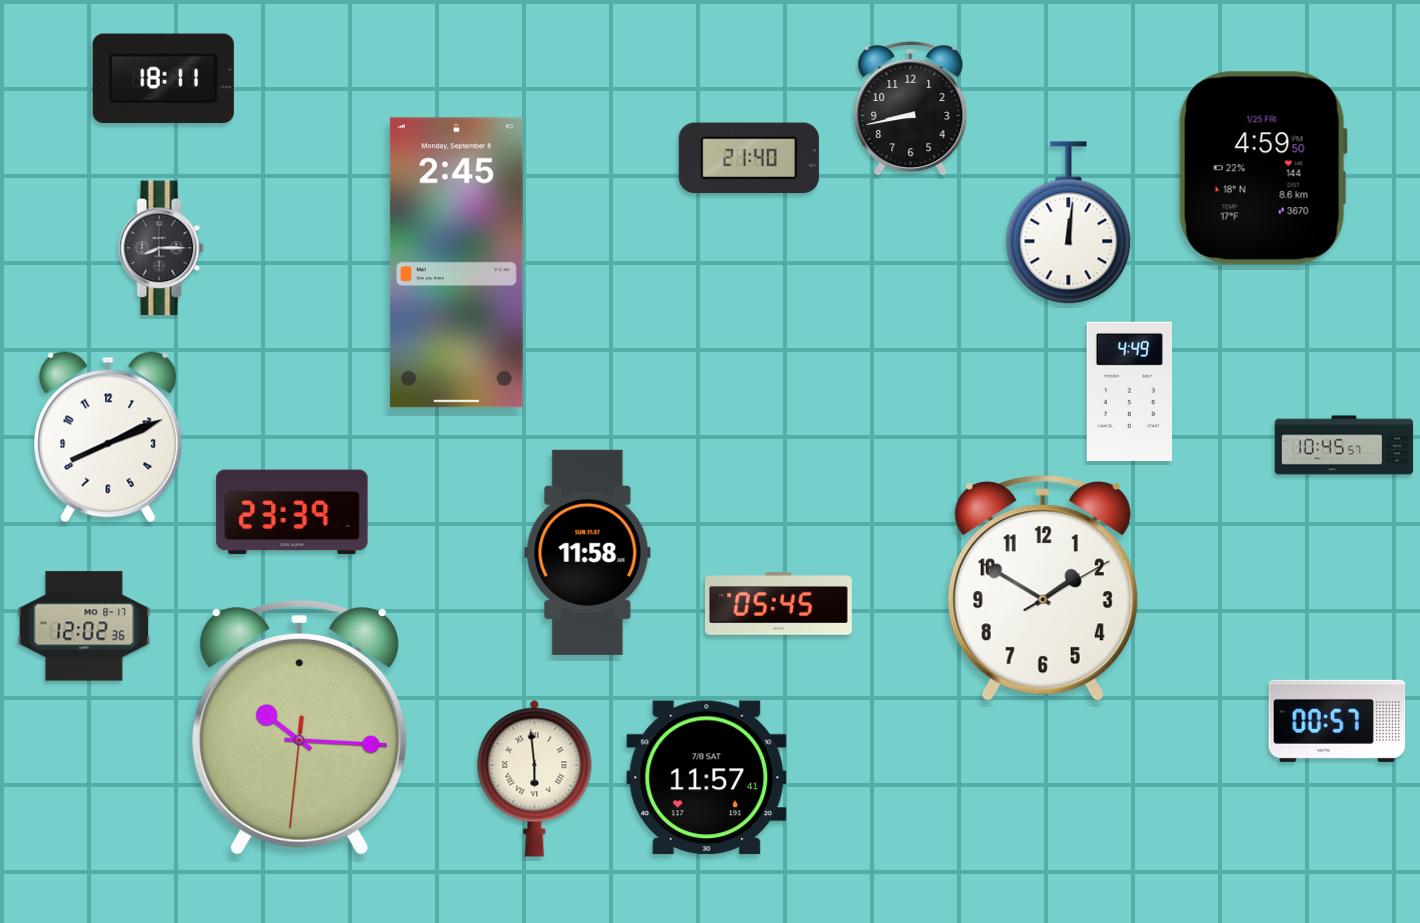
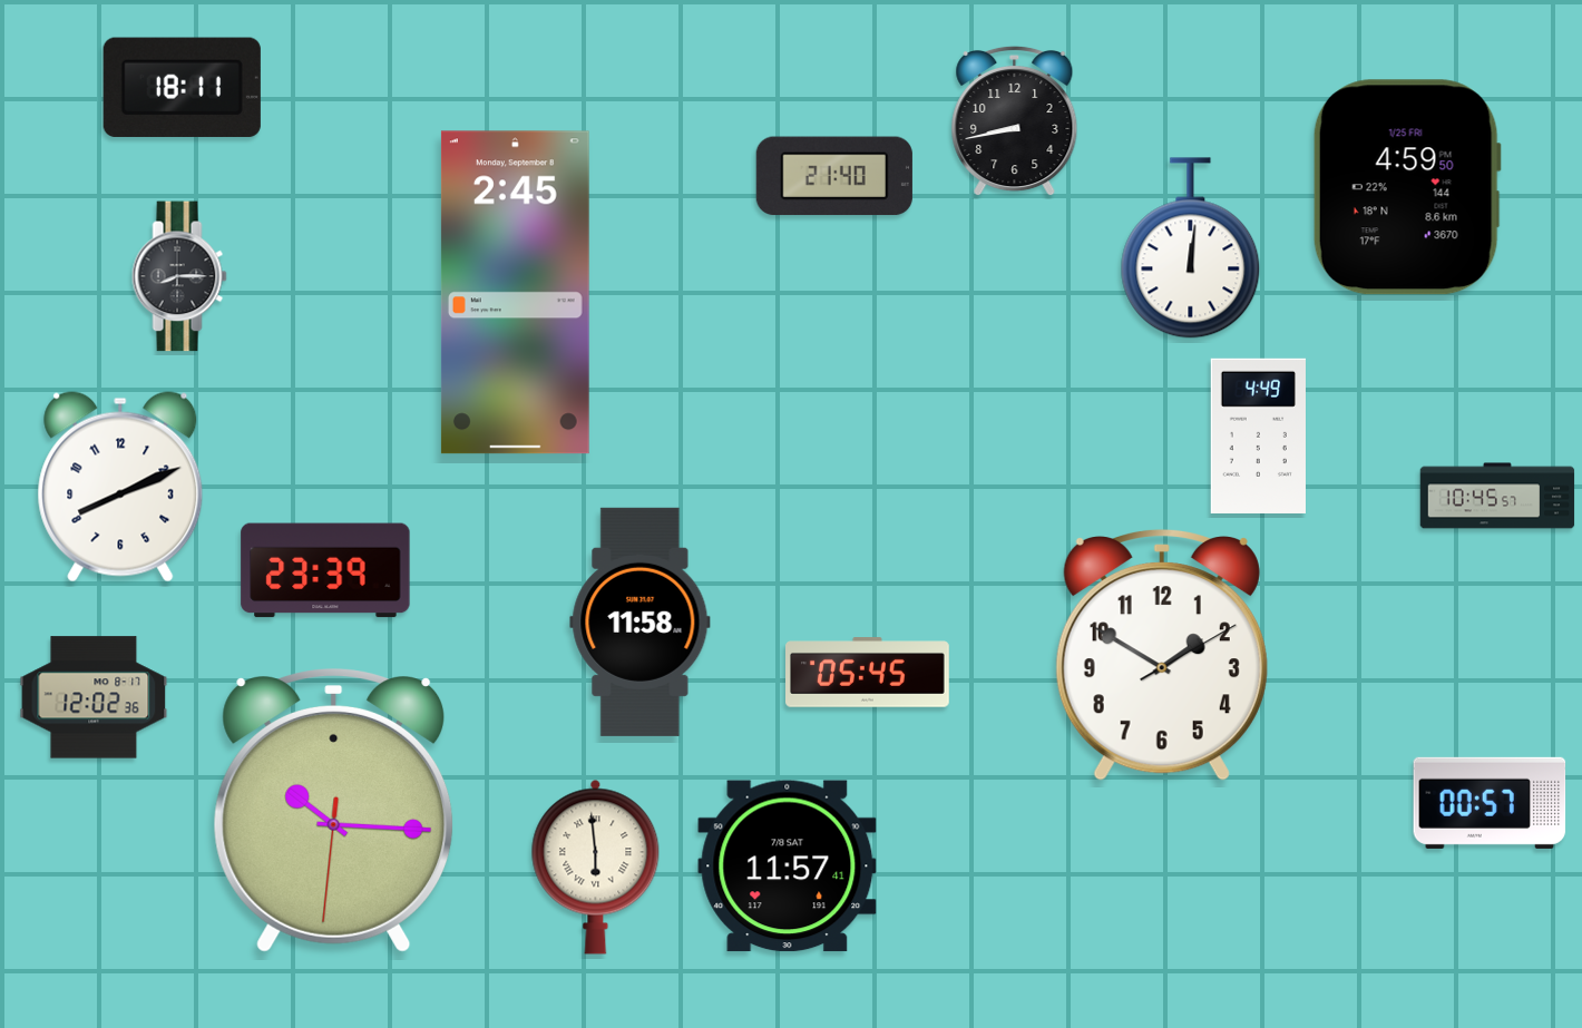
clock at (456, 263) position: (456, 263) -> (515, 293)
clock at (588, 552) position: (588, 552) -> (641, 621)
